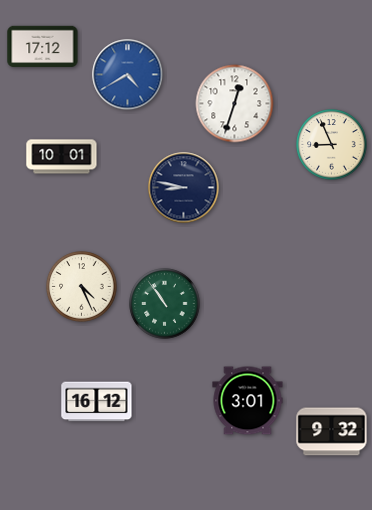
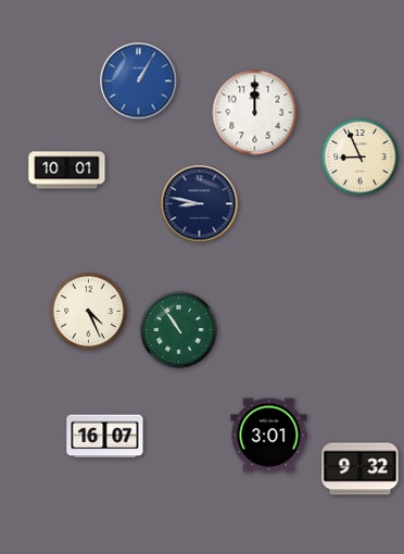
clock at (43, 47): 17:12 -> none
clock at (128, 75): 4:40 -> 1:05
clock at (235, 104): 12:33 -> 12:00
clock at (97, 402): 16:12 -> 16:07
